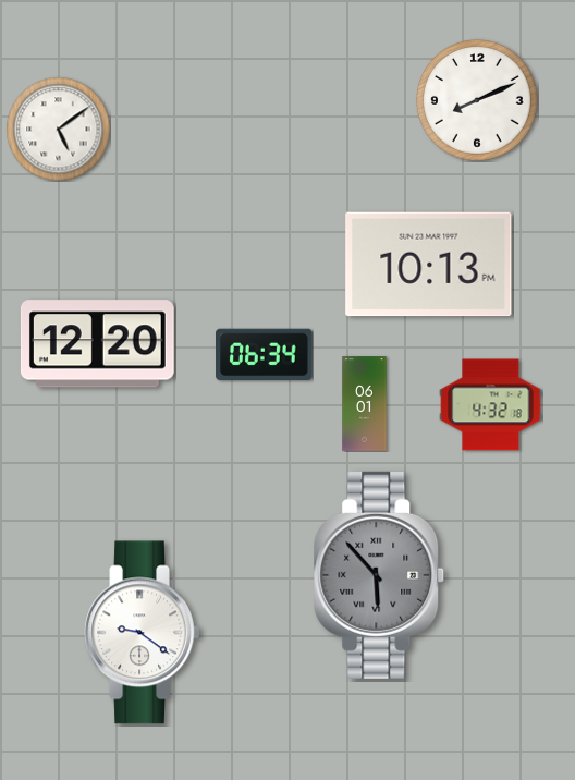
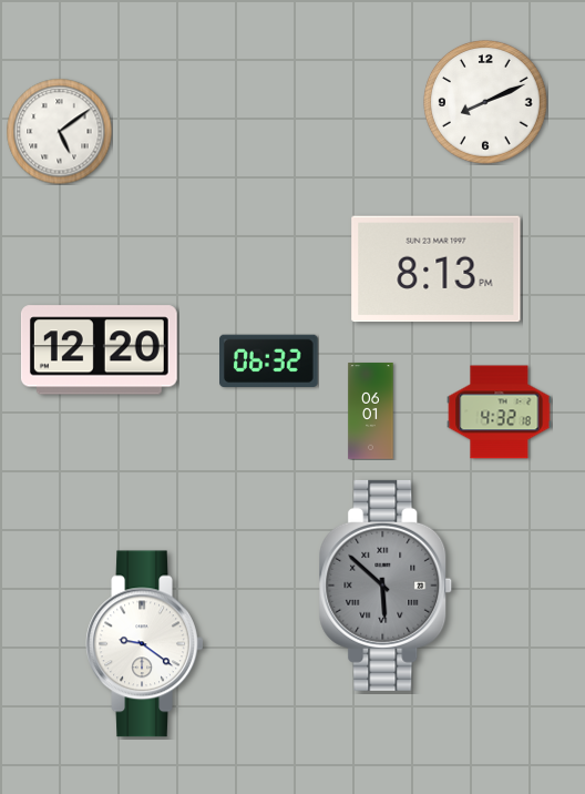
clock at (429, 265): 10:13 -> 8:13
clock at (265, 355): 06:34 -> 06:32
clock at (379, 575): 5:53 -> 5:52
